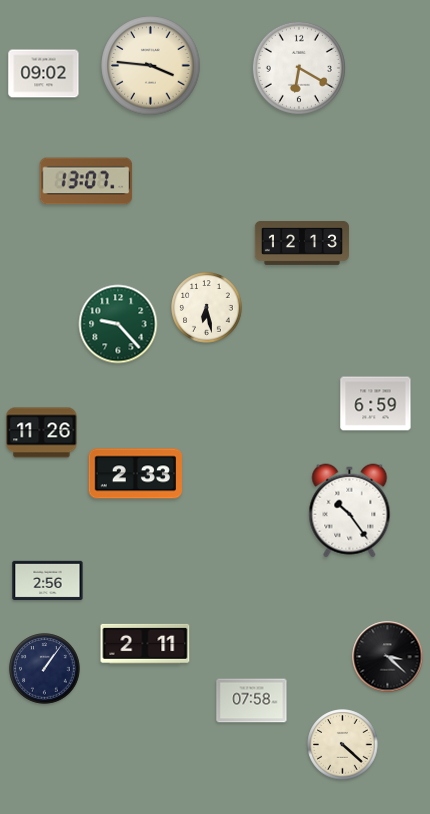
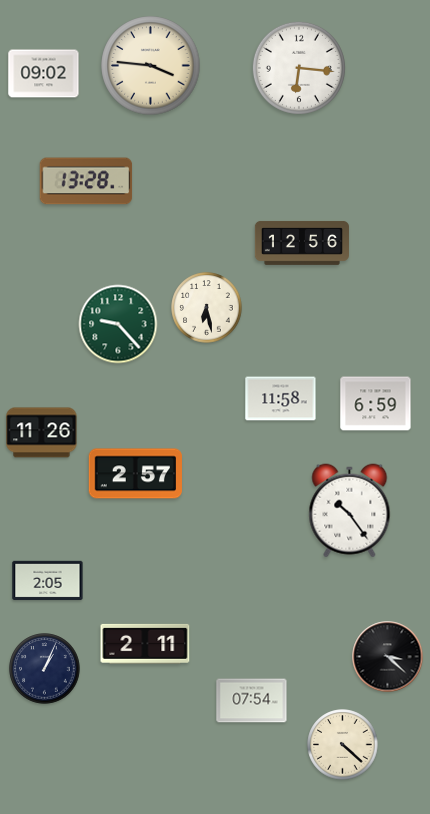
clock at (299, 68): 6:20 -> 6:16
clock at (86, 181): 13:07 -> 13:28
clock at (302, 243): 12:13 -> 12:56
clock at (281, 399): none -> 11:58
clock at (135, 474): 2:33 -> 2:57
clock at (48, 581): 2:56 -> 2:05
clock at (45, 669): 1:06 -> 1:04
clock at (252, 701): 07:58 -> 07:54
